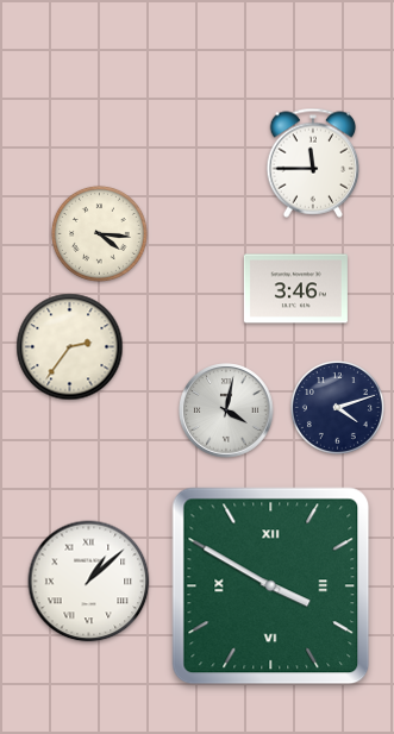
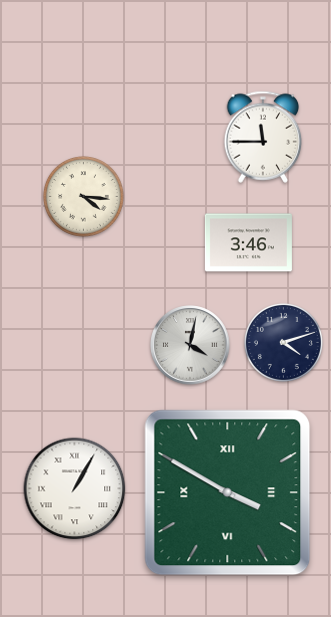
clock at (70, 347): 2:36 -> none
clock at (89, 582): 1:08 -> 1:05
